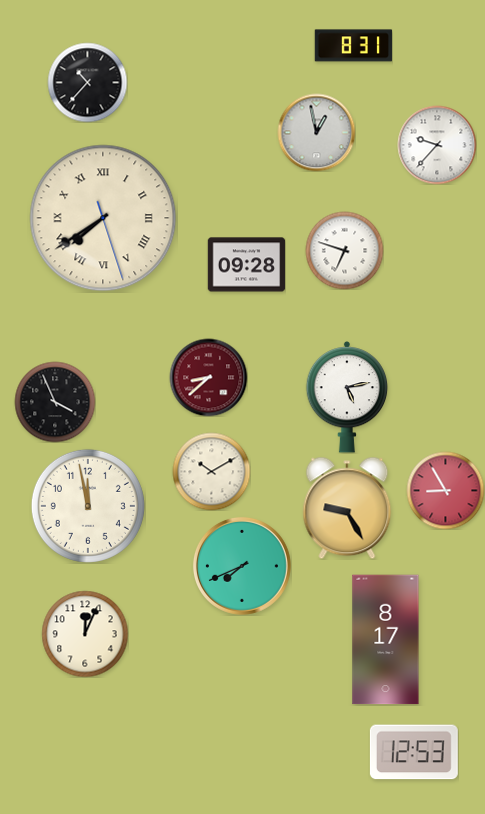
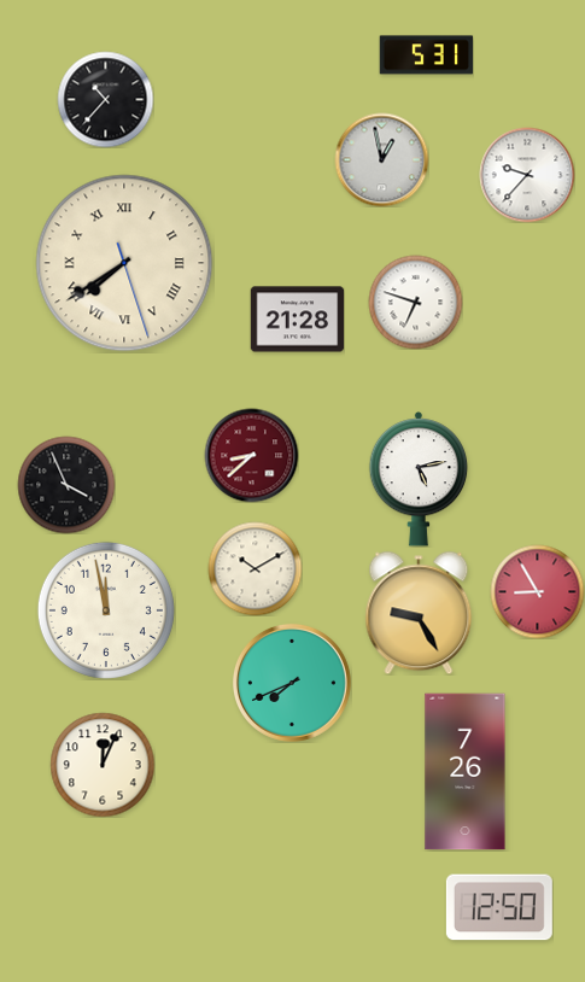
clock at (353, 46): 8:31 -> 5:31
clock at (246, 265): 09:28 -> 21:28
clock at (386, 640): 8:17 -> 7:26
clock at (414, 752): 12:53 -> 12:50
